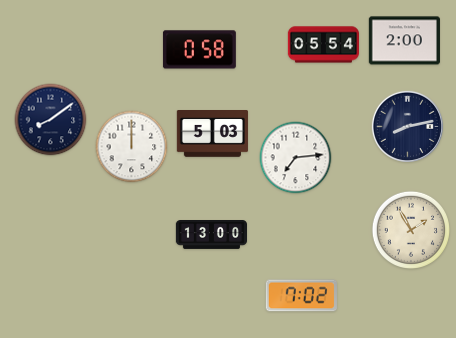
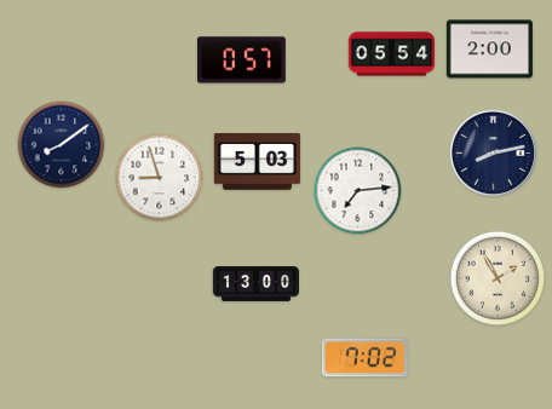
clock at (199, 50): 0:58 -> 0:57
clock at (132, 147): 12:00 -> 8:57
